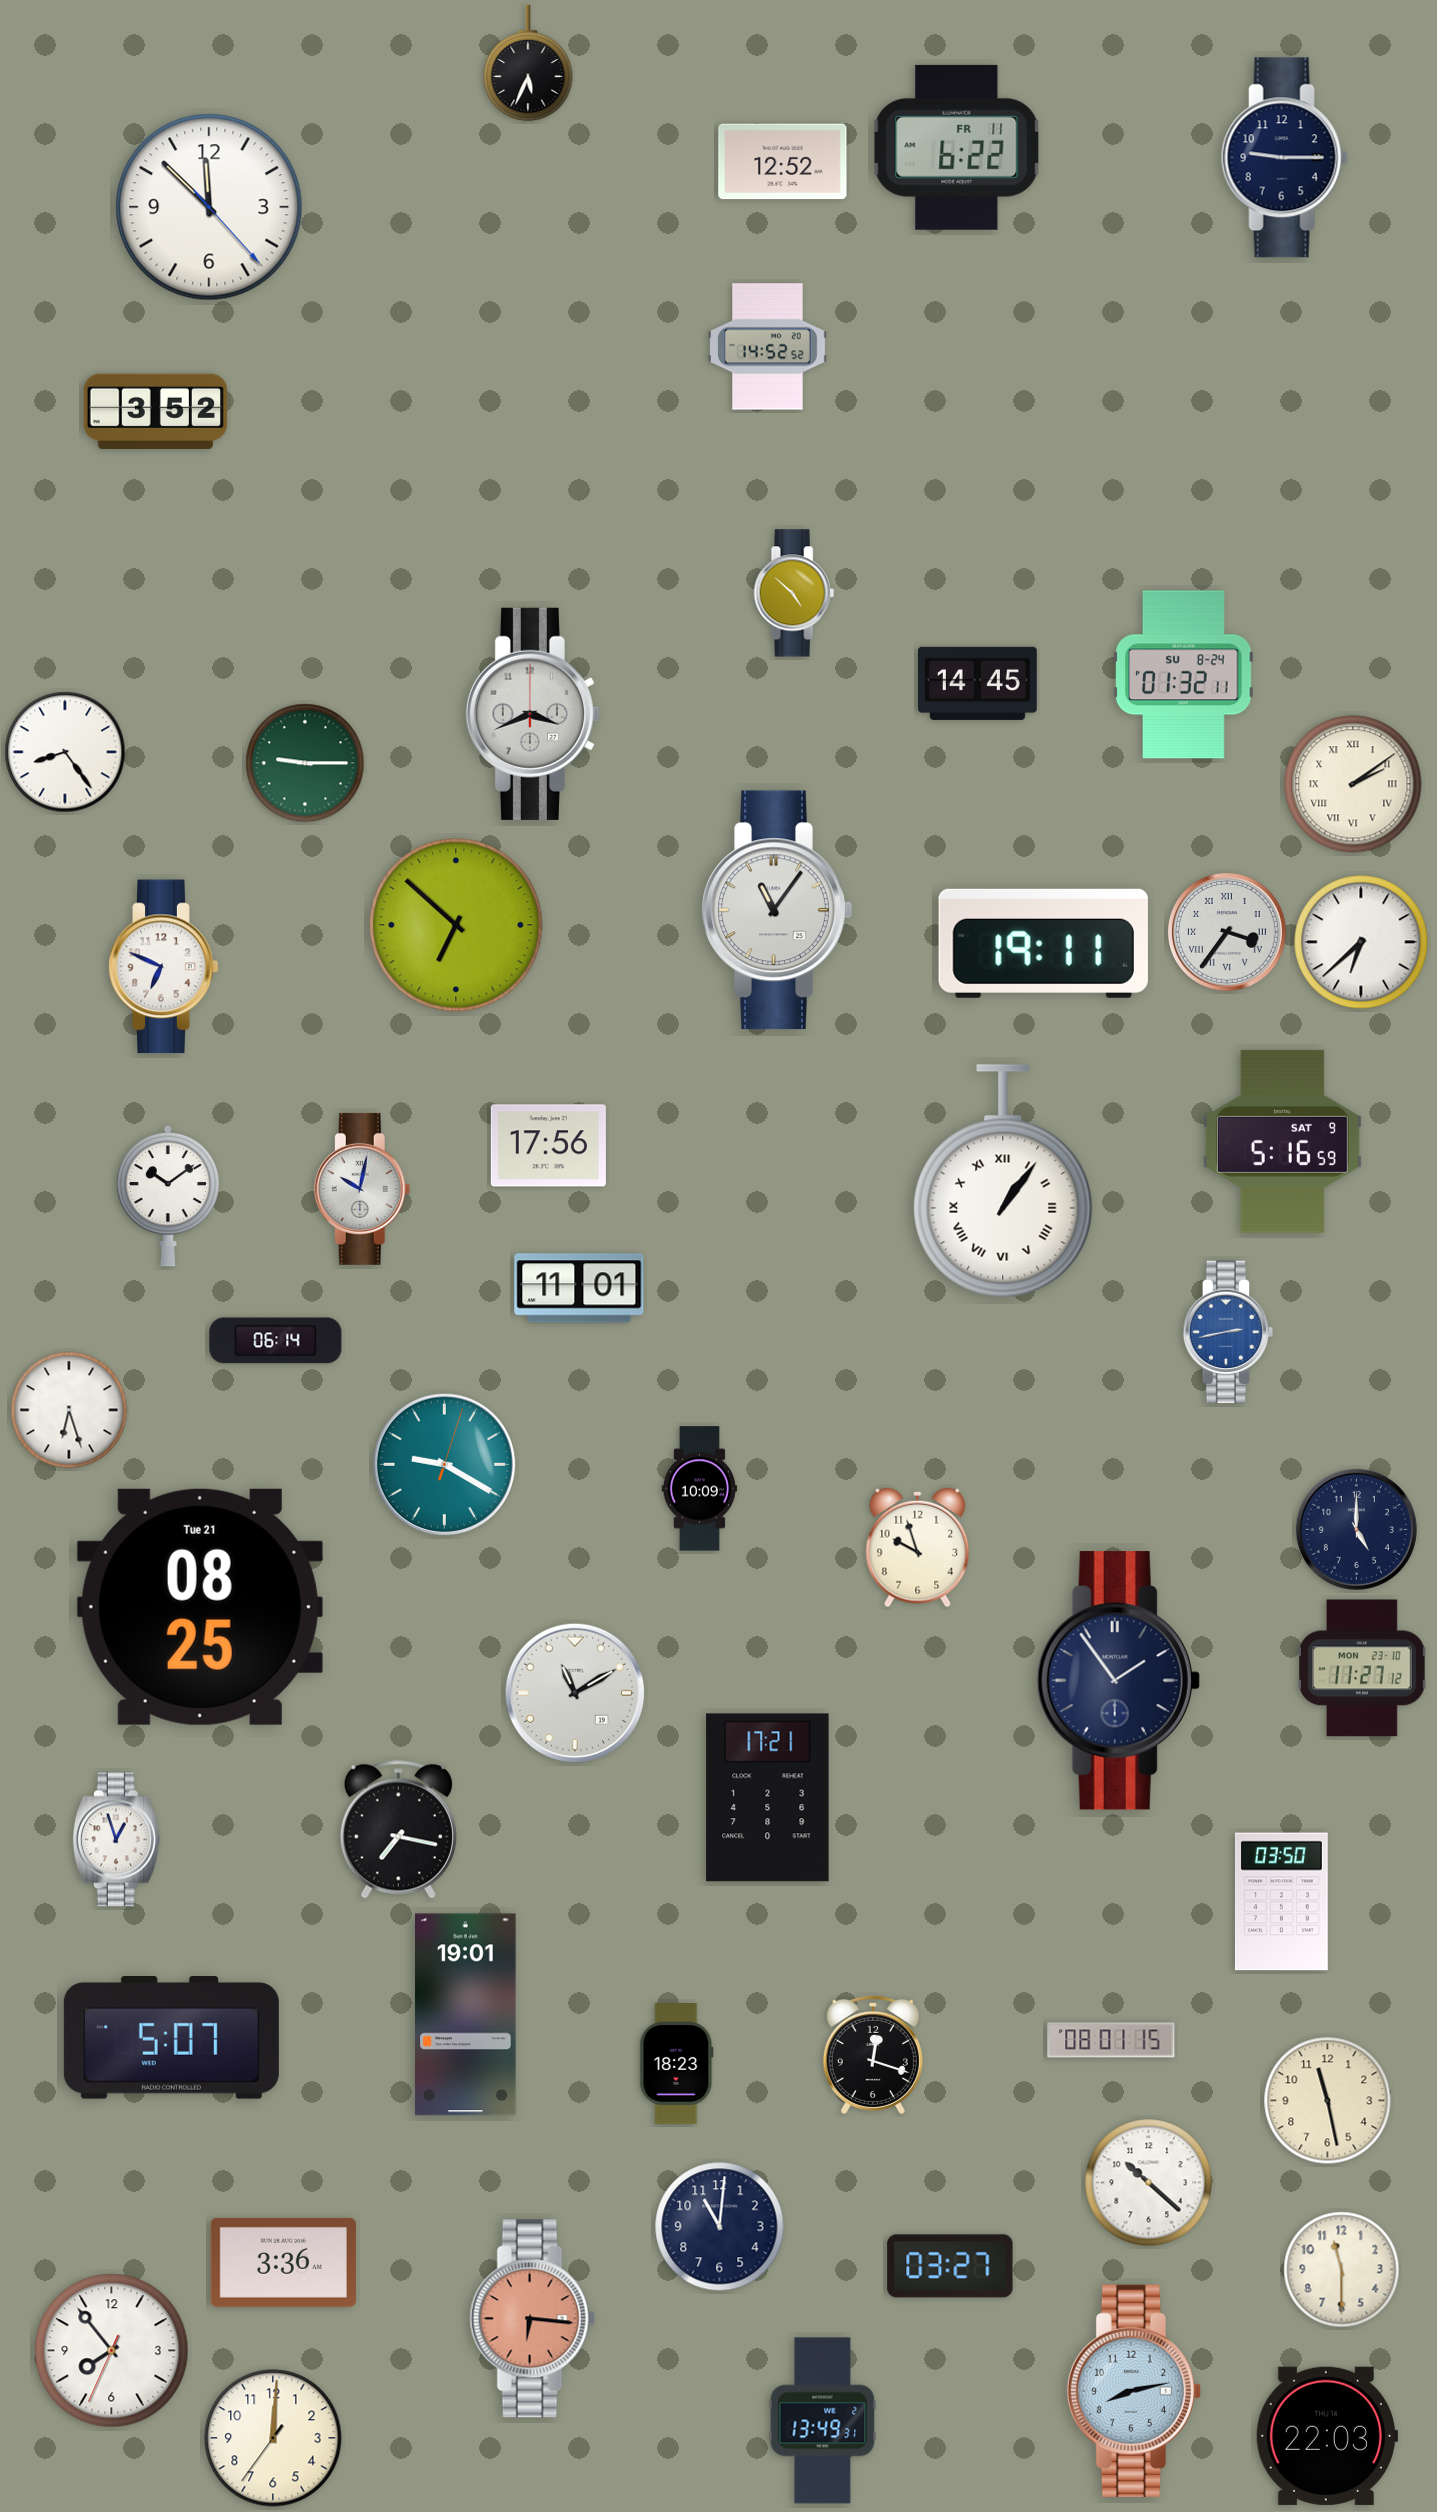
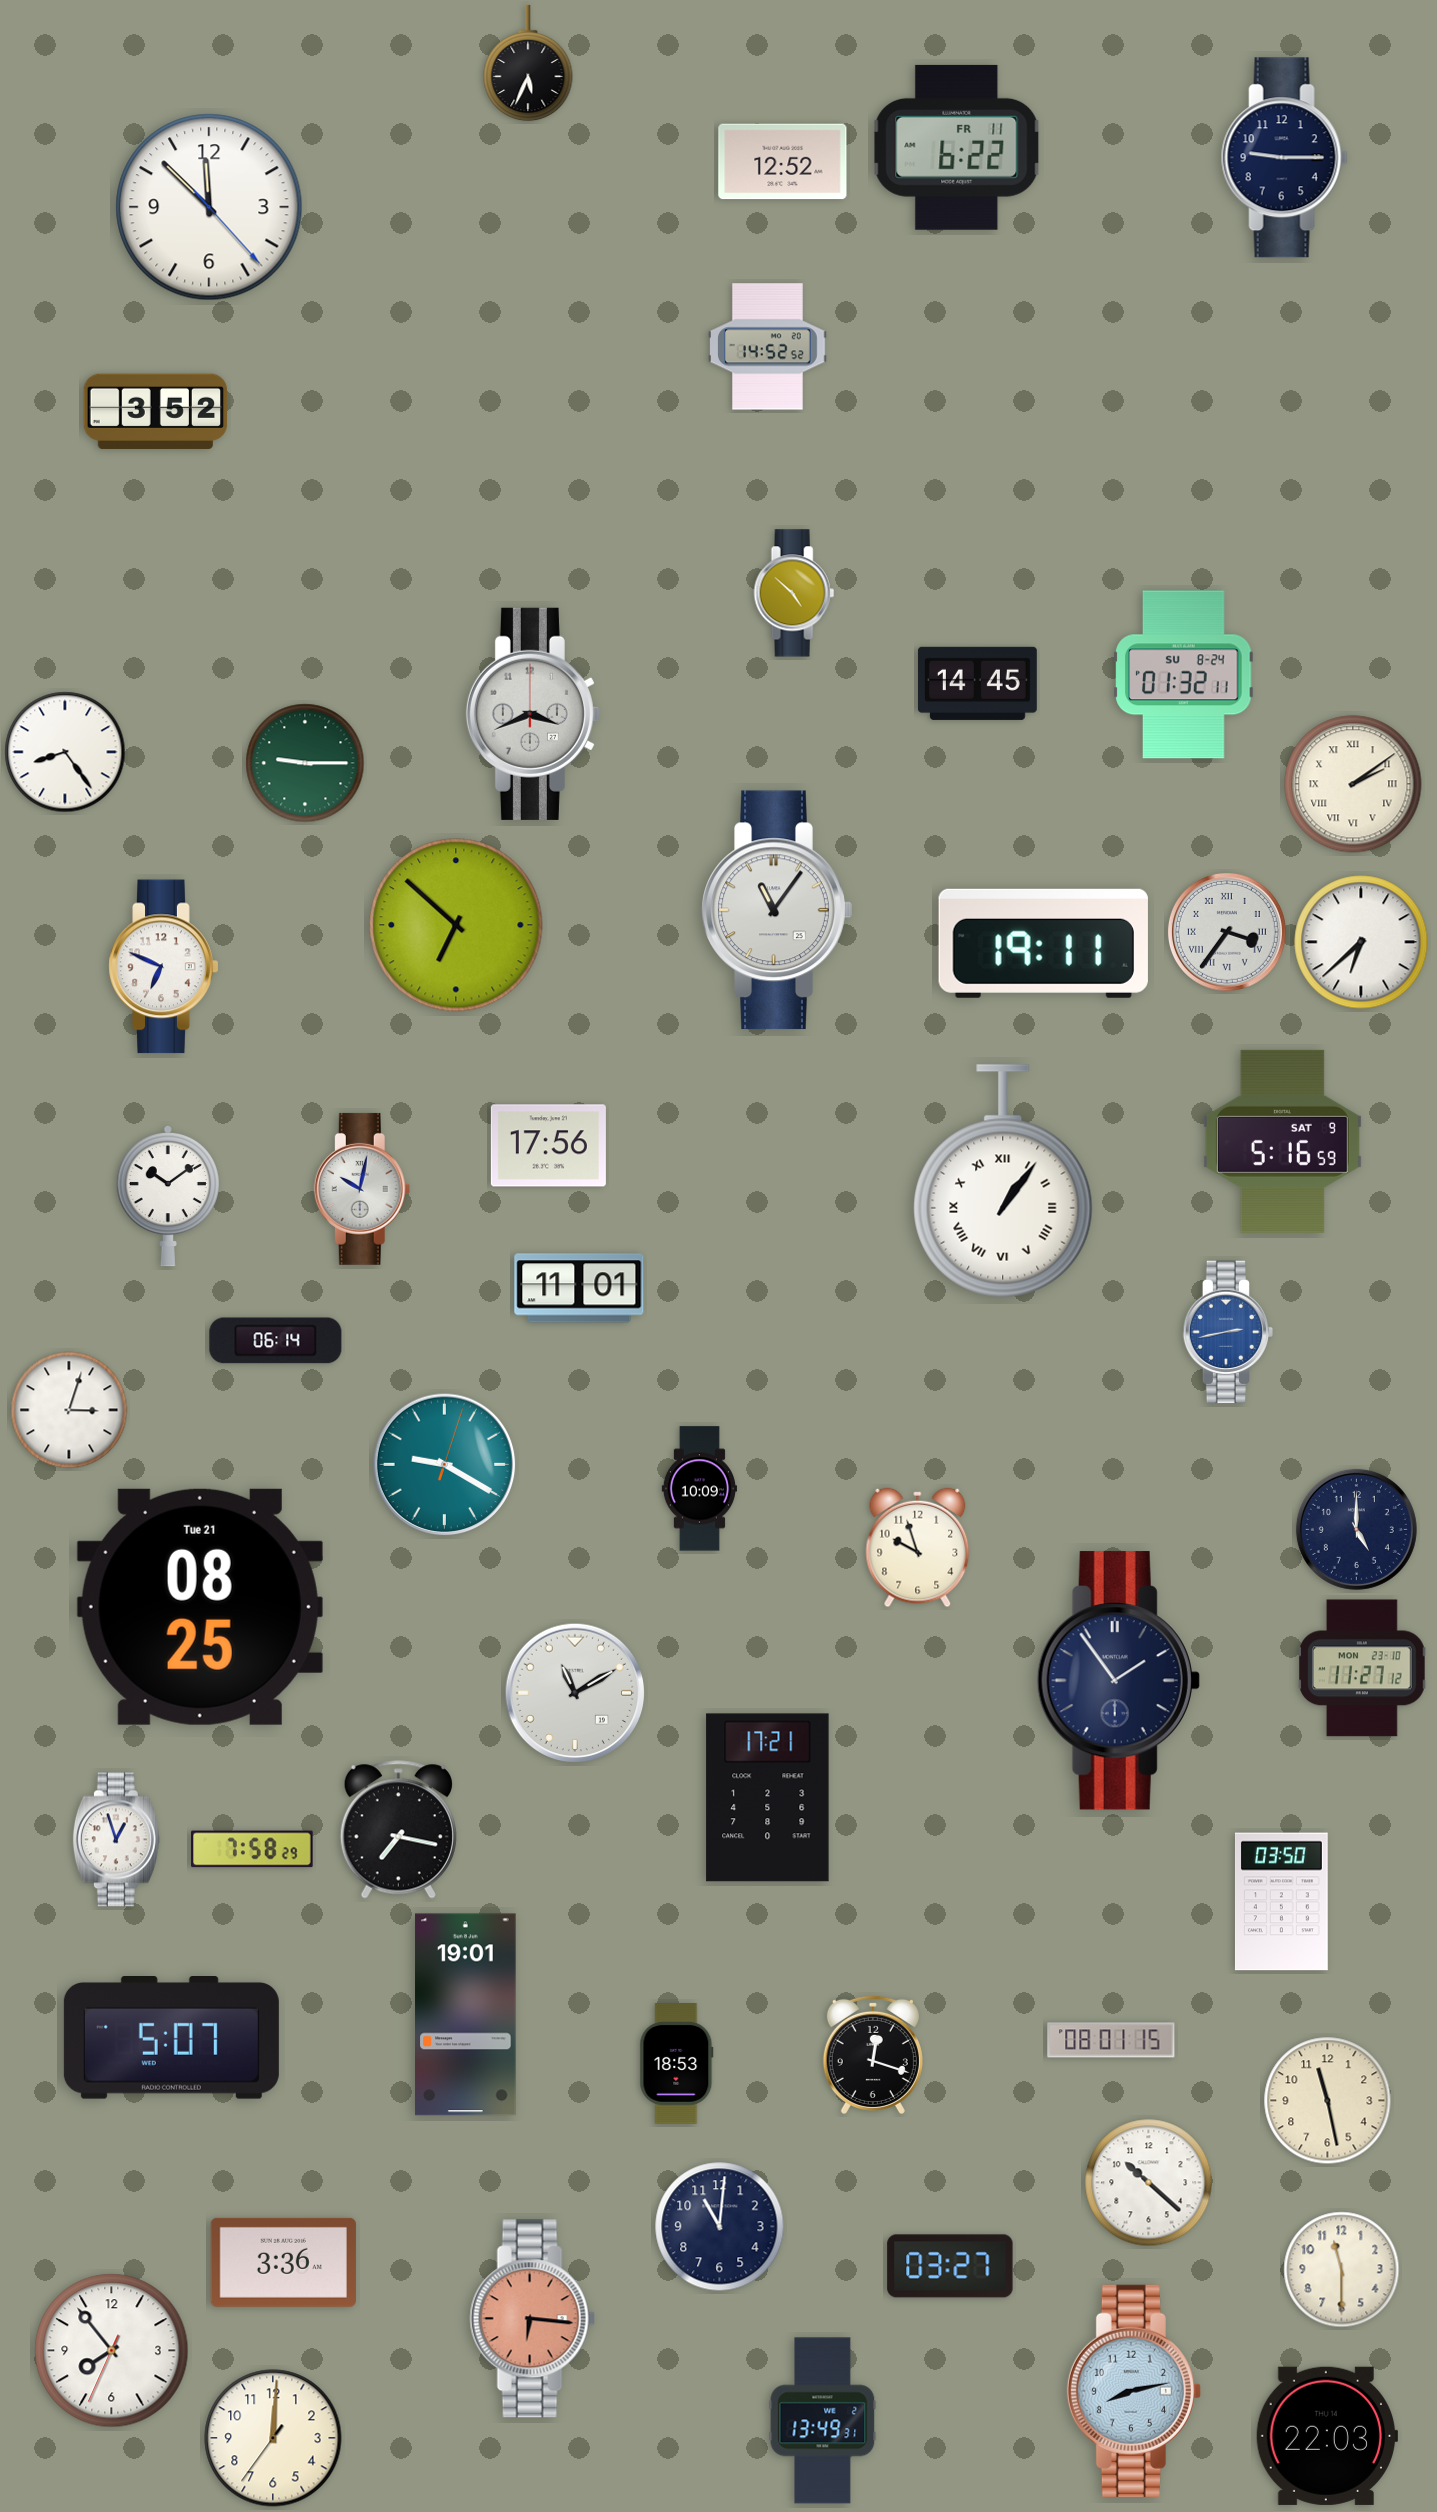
clock at (69, 1410): 6:27 -> 3:03
clock at (252, 1849): none -> 7:58
clock at (677, 2064): 18:23 -> 18:53
